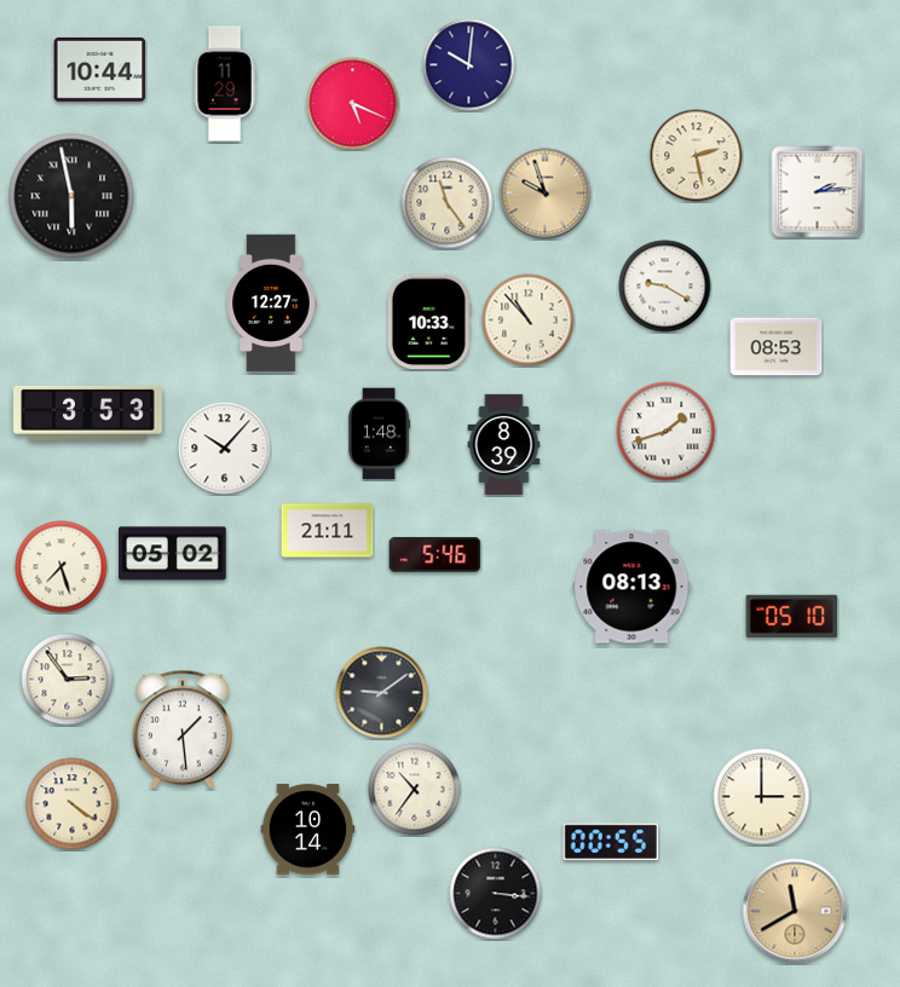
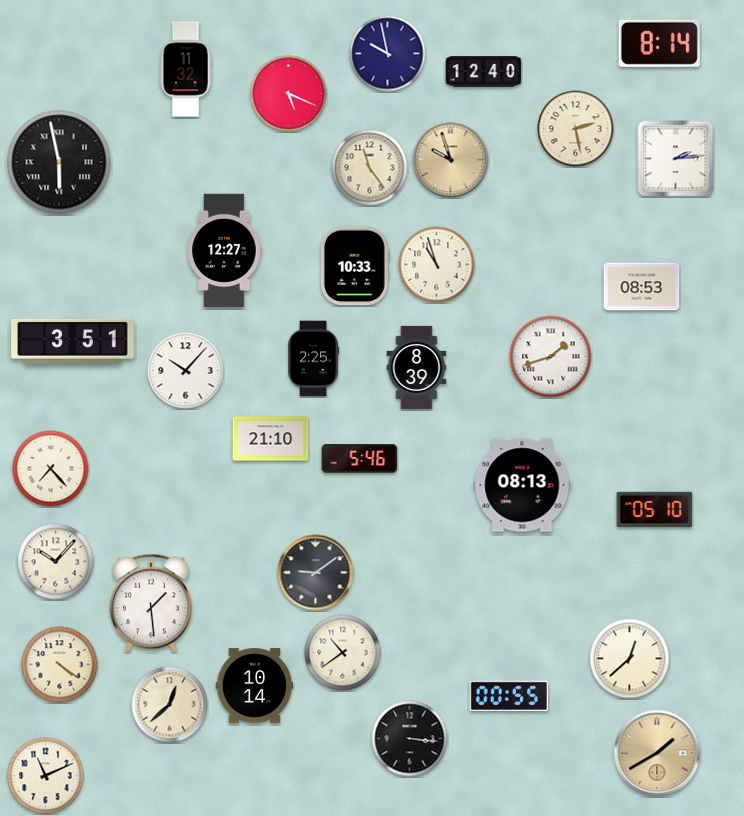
clock at (659, 43): none -> 8:14
clock at (469, 65): 10:01 -> 9:58
clock at (100, 69): 10:44 -> none
clock at (225, 83): 11:29 -> 11:32
clock at (484, 72): none -> 12:40
clock at (353, 104) position: (353, 104) -> (289, 94)
clock at (665, 287): 9:20 -> none
clock at (529, 321): 10:53 -> 10:57
clock at (88, 412): 3:53 -> 3:51
clock at (380, 434): 1:48 -> 2:25
clock at (328, 531): 21:11 -> 21:10
clock at (173, 554): 05:02 -> none
clock at (62, 567): 7:27 -> 7:23
clock at (68, 680): 2:54 -> 10:07
clock at (415, 790): 10:36 -> 10:39
clock at (762, 797): 3:00 -> 12:38
clock at (611, 842) position: (611, 842) -> (509, 696)
clock at (170, 705): none -> 12:38
clock at (795, 911): 11:40 -> 1:40
clock at (46, 776): none -> 11:11
